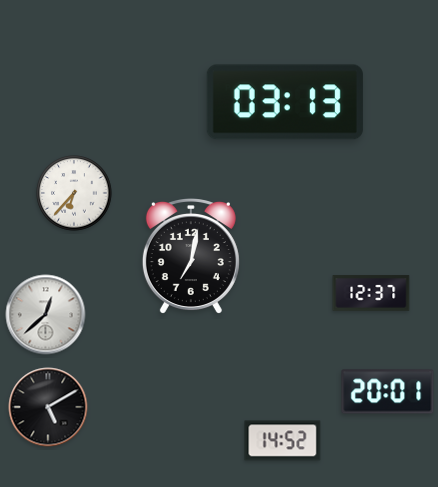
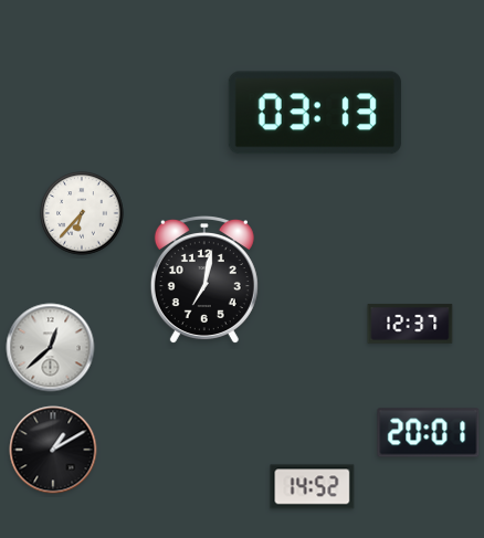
clock at (191, 256) position: (191, 256) -> (204, 279)
clock at (48, 407): 5:10 -> 1:10
